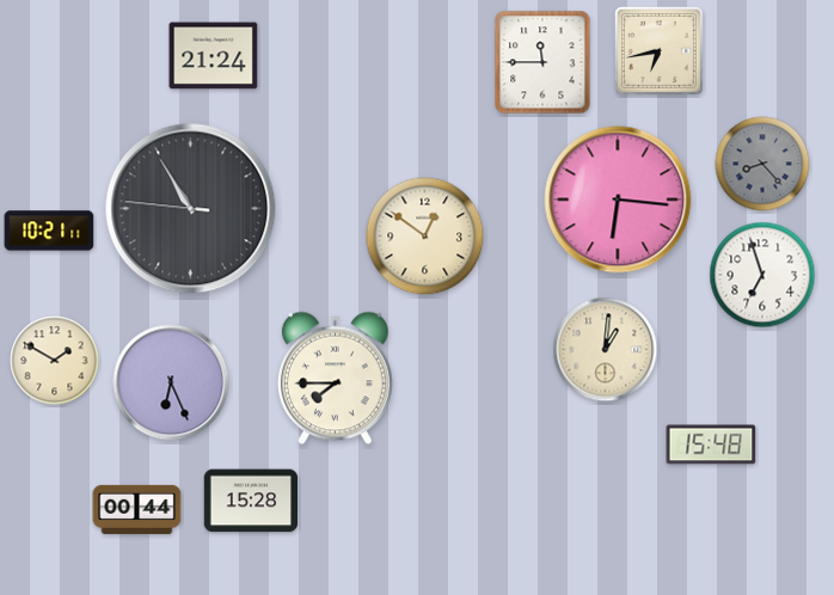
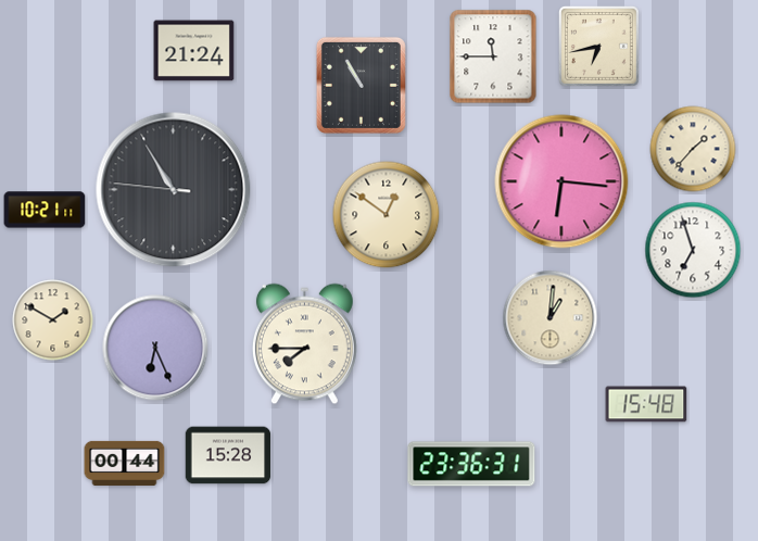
clock at (361, 85): none -> 10:55
clock at (762, 164): 8:23 -> 1:37
clock at (762, 164) dial: grey -> cream
clock at (55, 361) position: (55, 361) -> (53, 320)
clock at (471, 464): none -> 23:36
